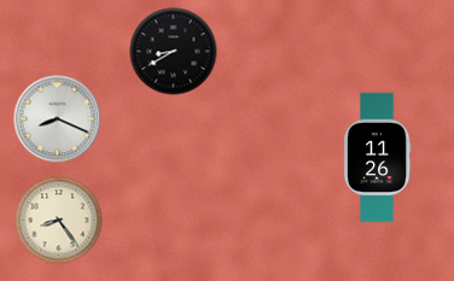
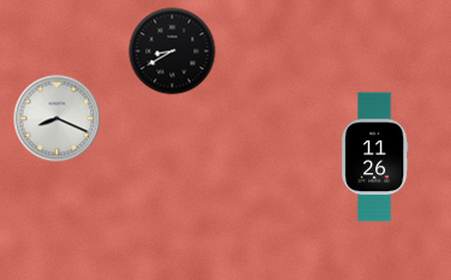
clock at (59, 221): 8:24 -> none
